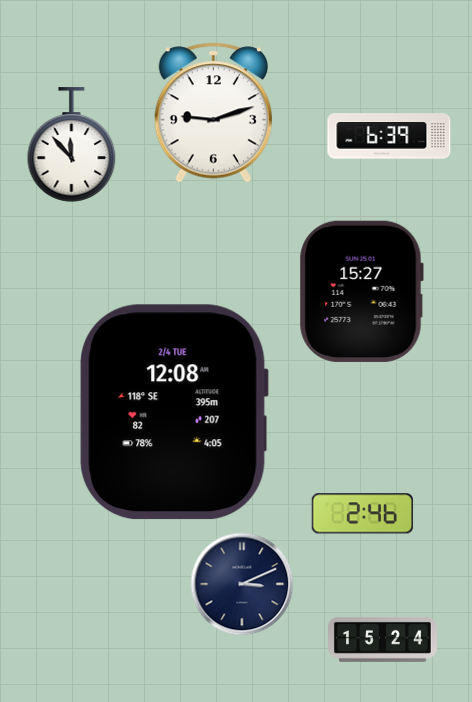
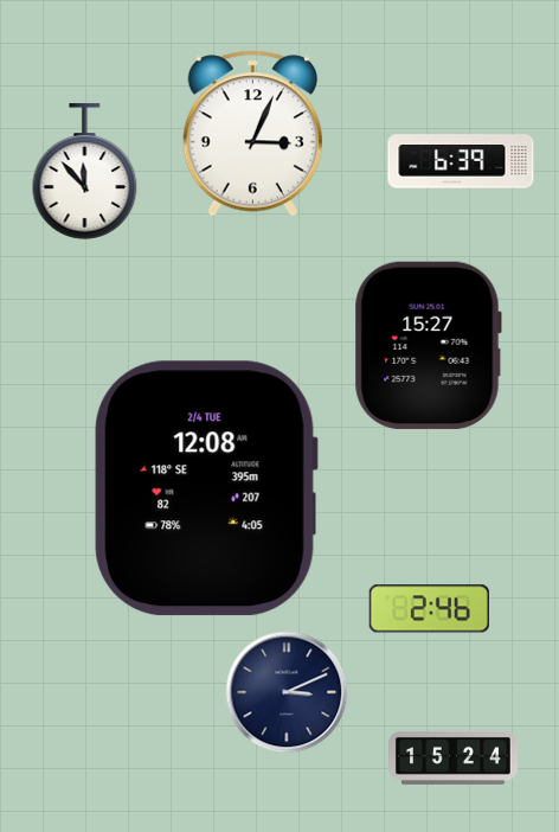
clock at (213, 113): 9:12 -> 3:04
